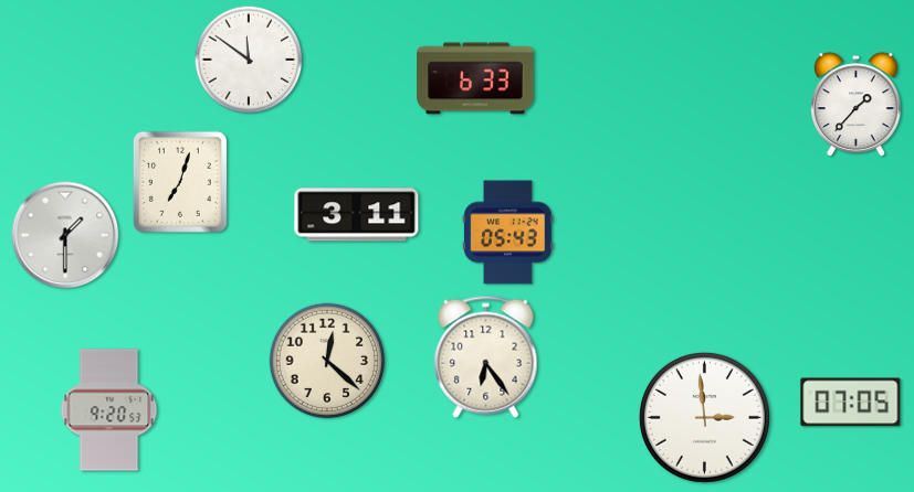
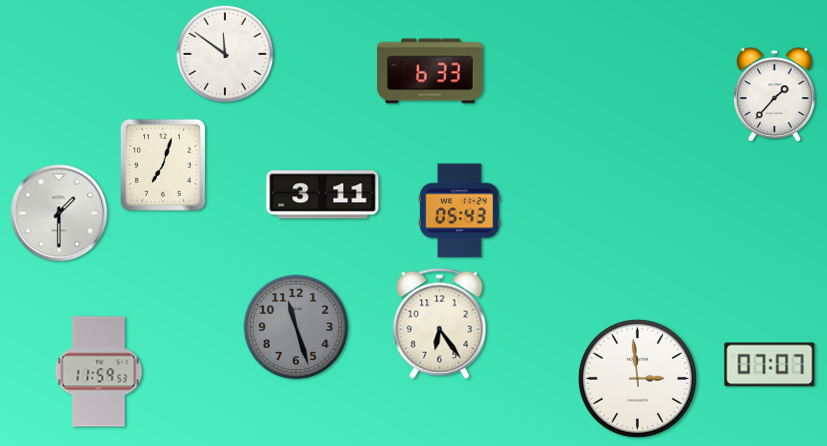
clock at (327, 361): 12:22 -> 11:27
clock at (327, 361) dial: cream -> grey
clock at (851, 403): 07:05 -> 07:07
clock at (109, 410): 9:20 -> 11:59
